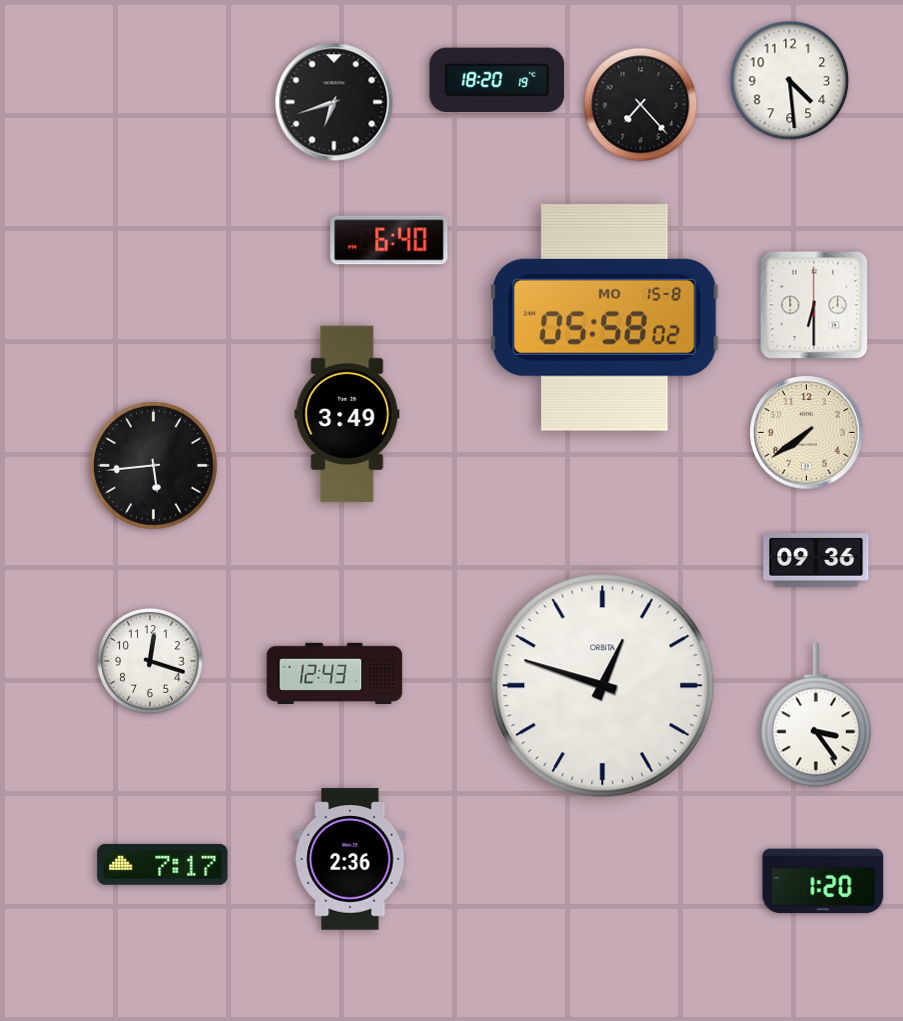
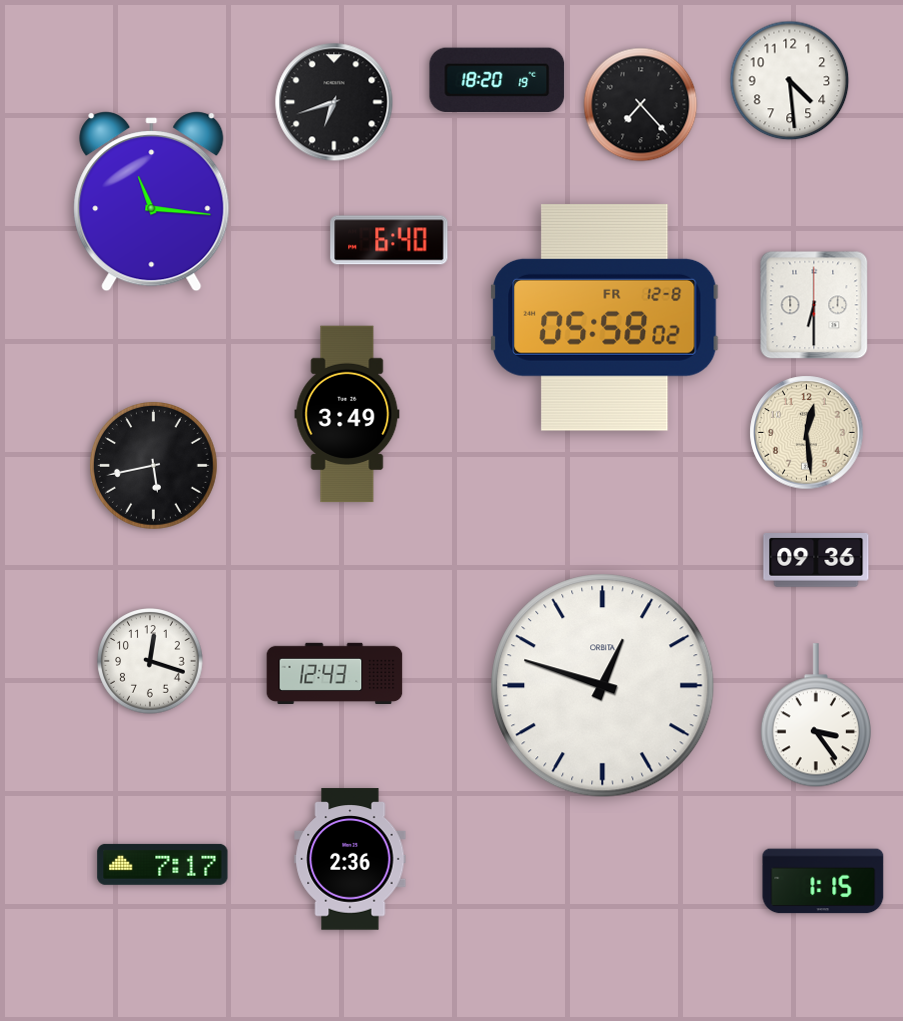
clock at (152, 202): none -> 11:16
clock at (605, 318) date: MO 15-8 -> FR 12-8
clock at (807, 433): 7:39 -> 12:29
clock at (154, 466): 5:44 -> 5:43
clock at (823, 881): 1:20 -> 1:15
